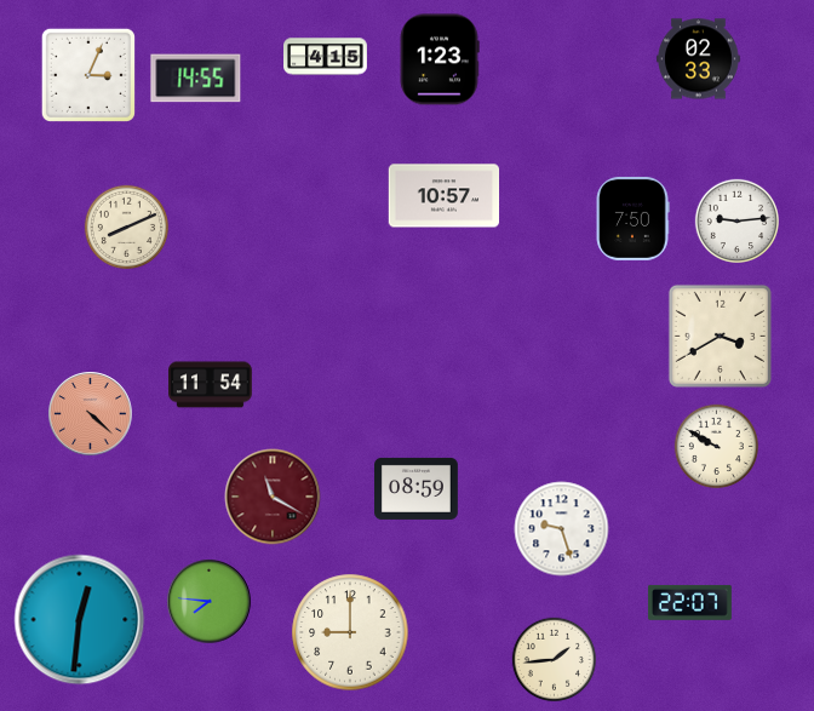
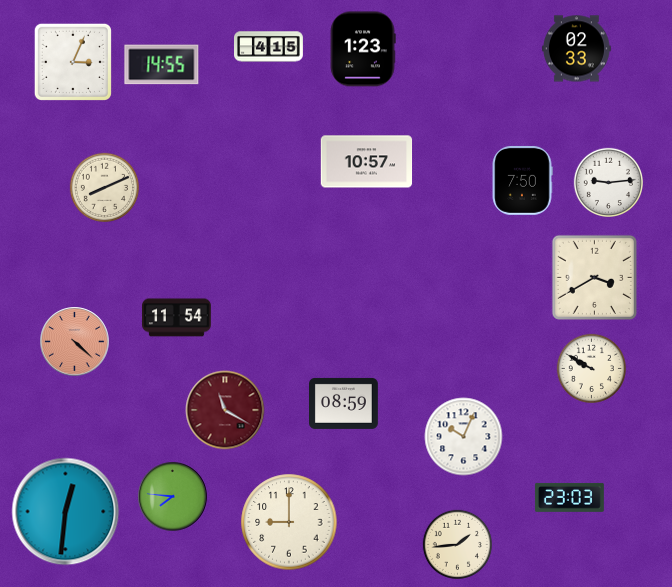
clock at (211, 385) position: (211, 385) -> (177, 318)
clock at (562, 529): 9:27 -> 10:04
clock at (689, 602): 22:07 -> 23:03
